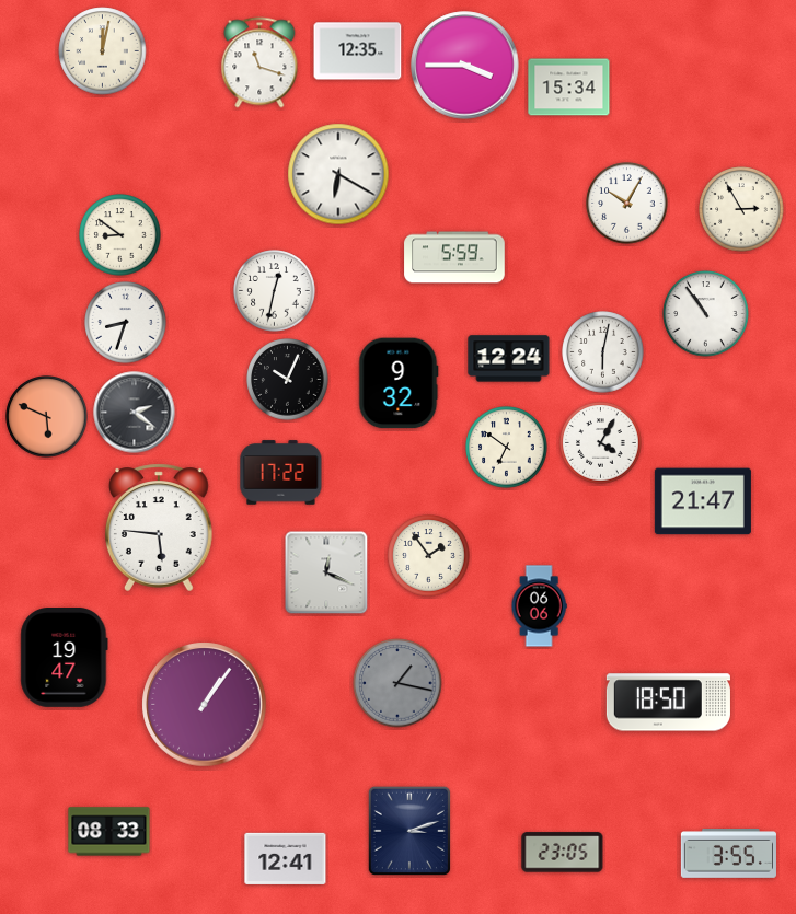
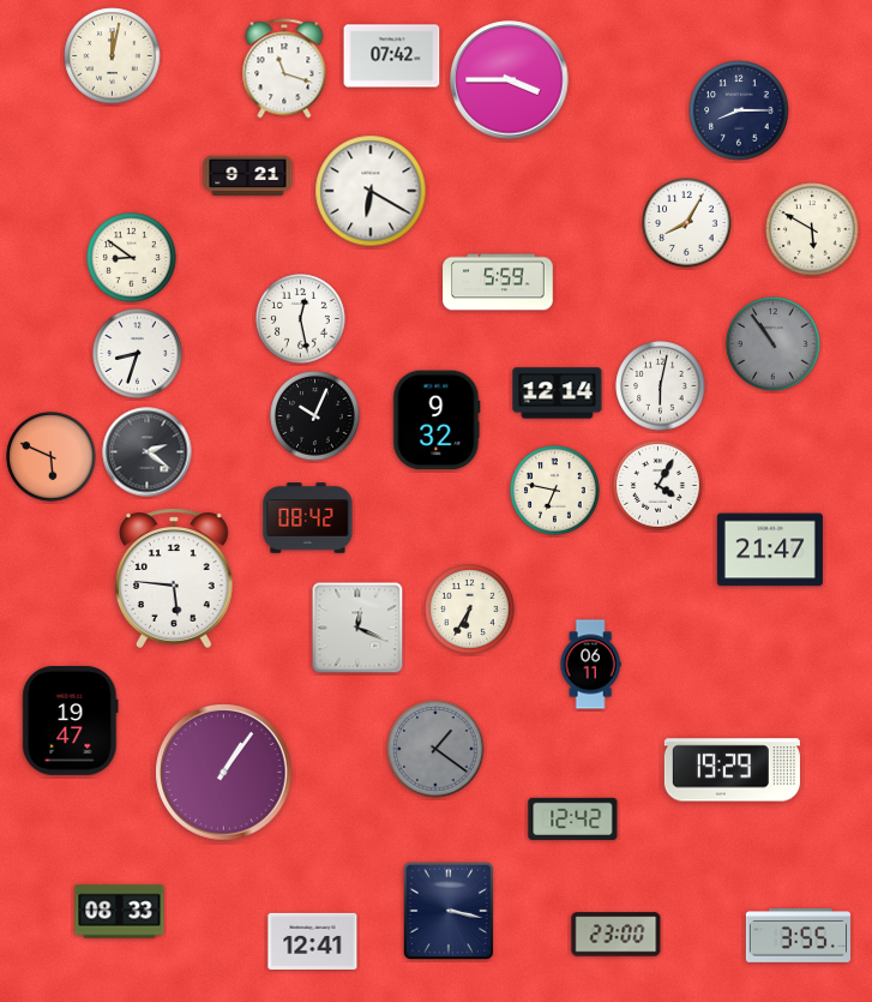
clock at (358, 51): 12:35 -> 07:42
clock at (465, 66) position: (465, 66) -> (510, 80)
clock at (569, 88): 15:34 -> none
clock at (739, 110): none -> 8:15
clock at (248, 176): none -> 9:21
clock at (627, 204): 10:05 -> 8:05
clock at (741, 209): 2:55 -> 5:50
clock at (275, 291): 12:32 -> 12:28
clock at (706, 314) dial: white -> grey
clock at (509, 359): 12:24 -> 12:14
clock at (507, 448): 6:51 -> 6:47
clock at (281, 473): 17:22 -> 08:42
clock at (429, 556): 1:54 -> 6:35
clock at (539, 606): 06:06 -> 06:11
clock at (397, 683): 1:17 -> 1:21
clock at (668, 703): 18:50 -> 19:29
clock at (573, 818): none -> 12:42
clock at (409, 831): 3:12 -> 3:17
clock at (563, 853): 23:05 -> 23:00
